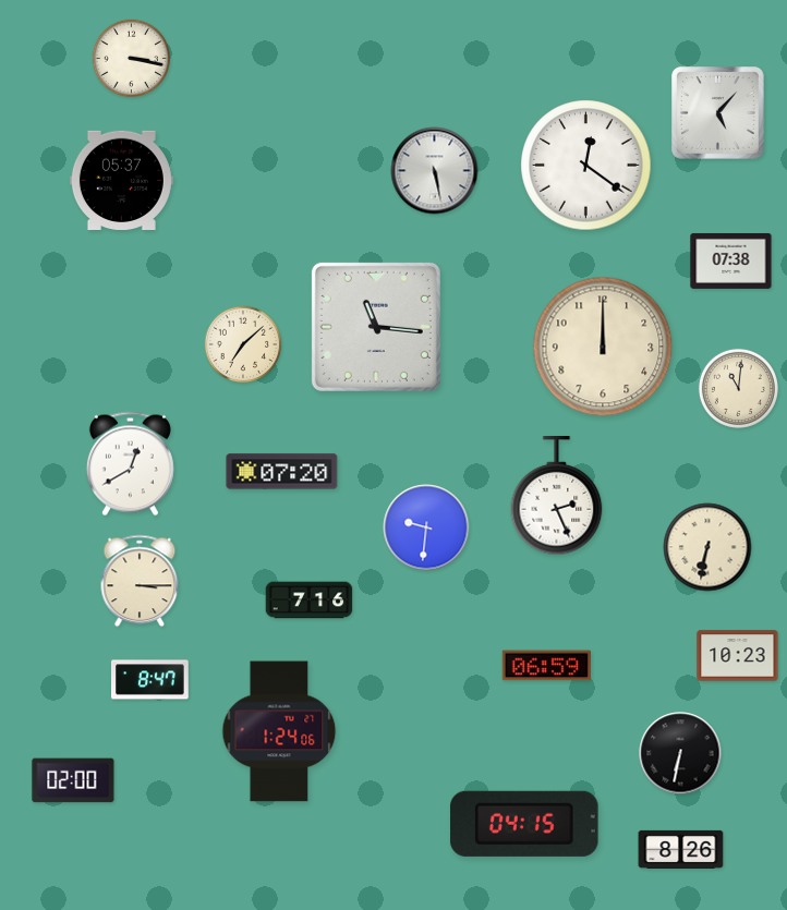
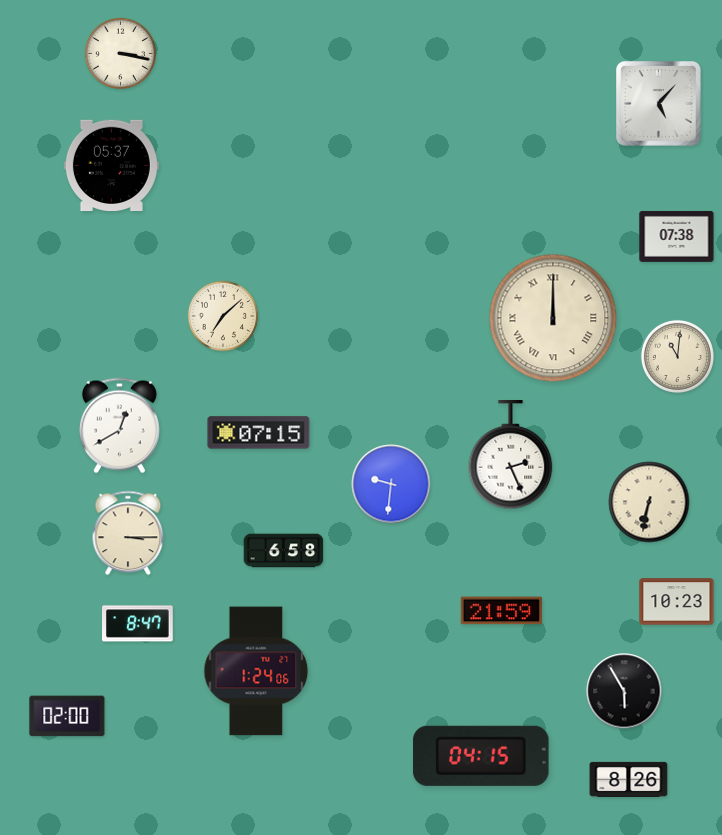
clock at (586, 166): 12:21 -> none
clock at (435, 171): 5:28 -> none
clock at (731, 260) position: (731, 260) -> (677, 236)
clock at (376, 327): 11:16 -> none
clock at (603, 347) numerals: Arabic -> Roman
clock at (282, 472): 07:20 -> 07:15
clock at (310, 600): 7:16 -> 6:58
clock at (546, 666): 06:59 -> 21:59
clock at (680, 753): 6:32 -> 5:55
clock at (681, 849) position: (681, 849) -> (629, 779)
